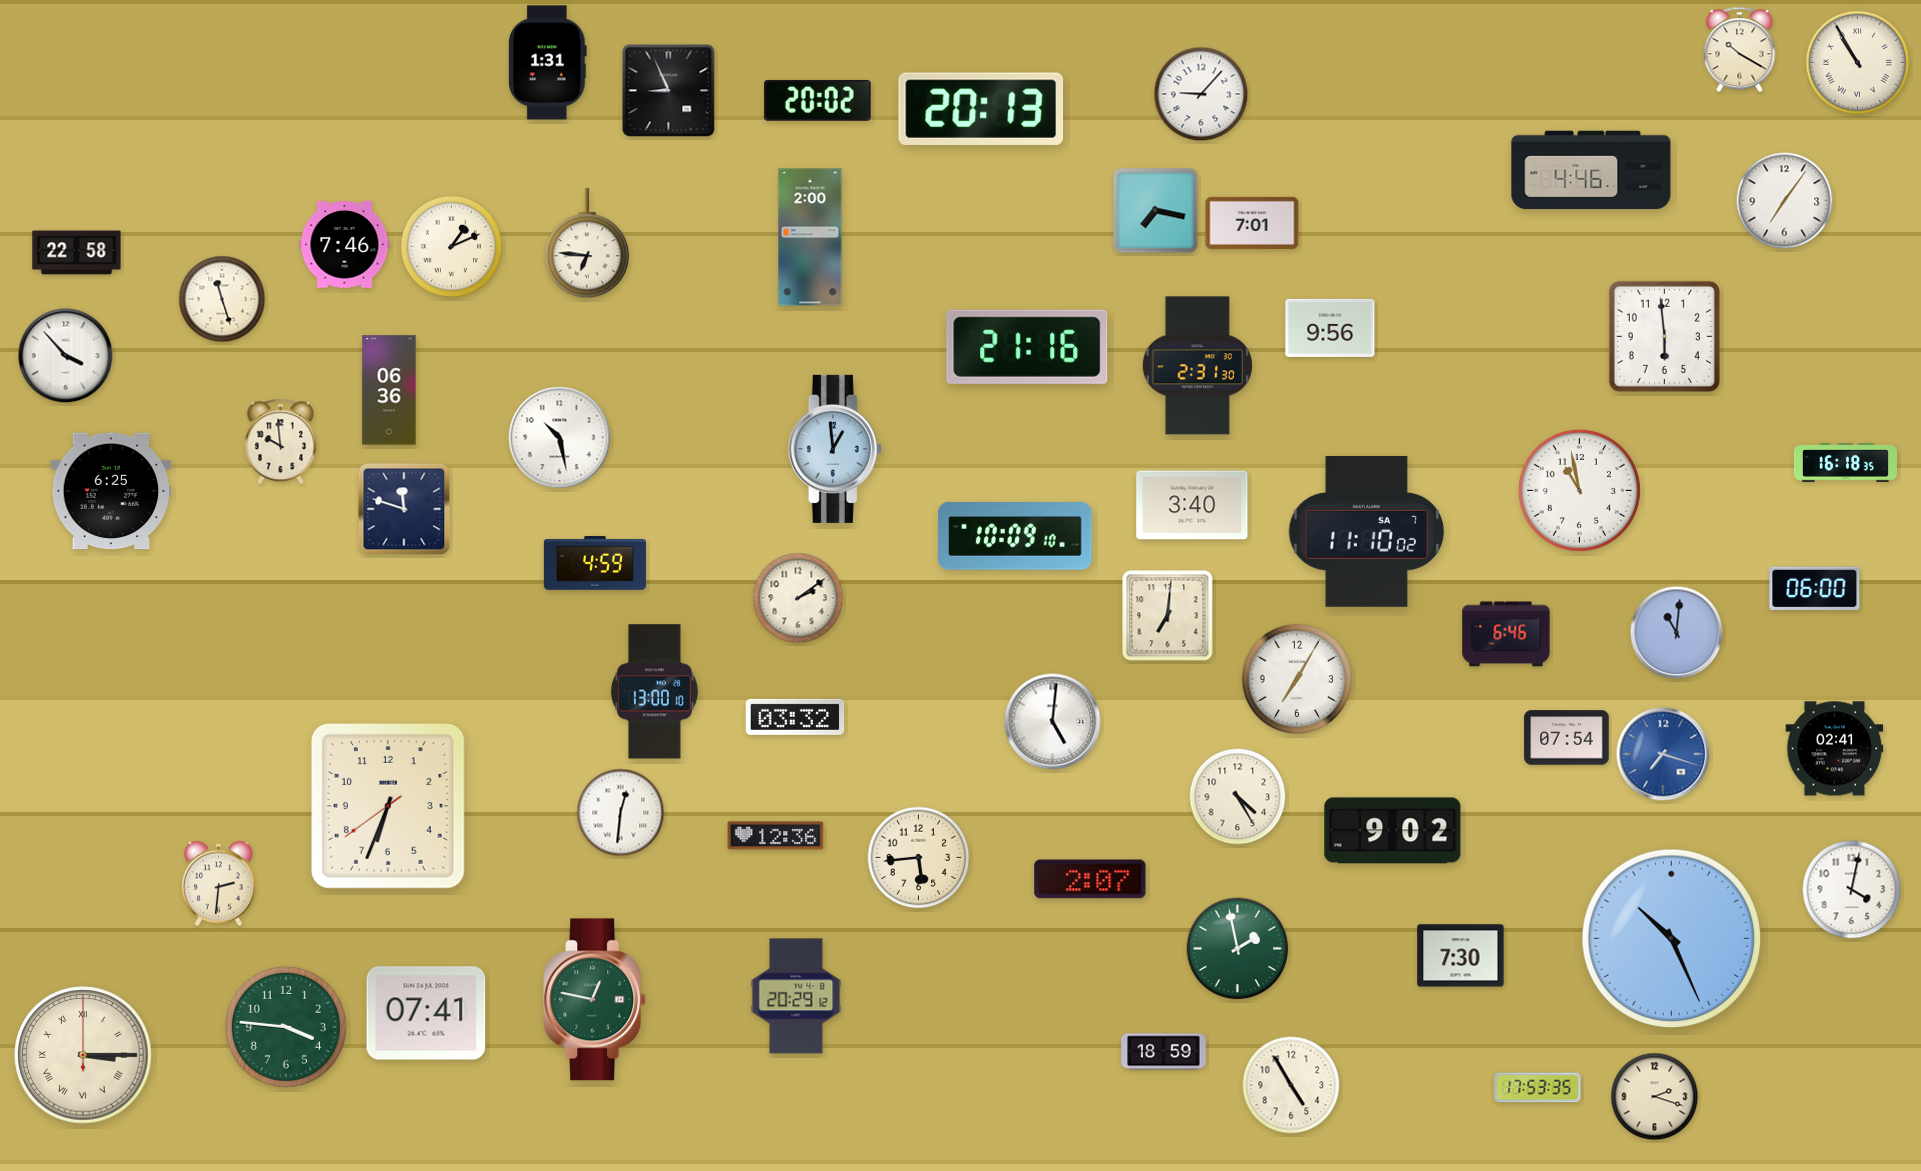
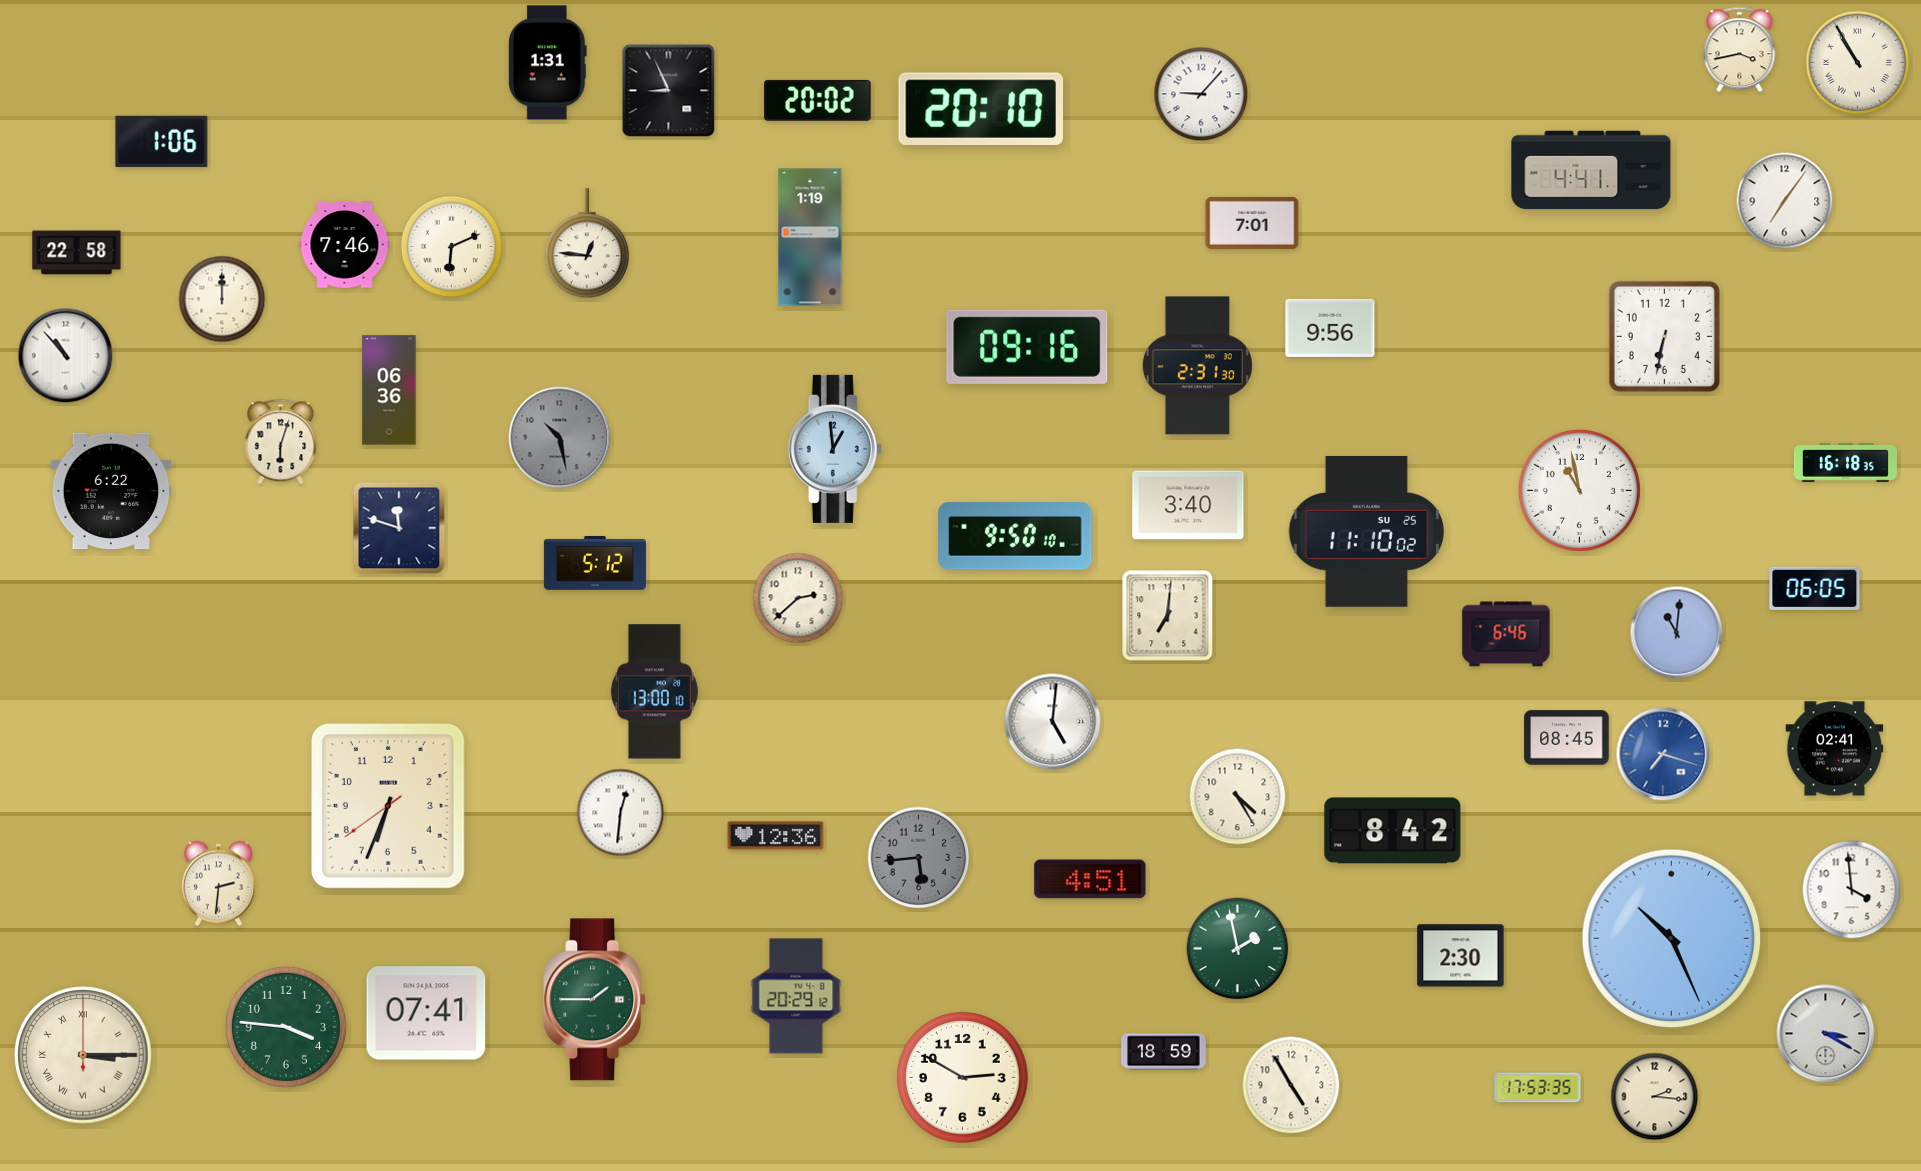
clock at (1740, 50): 10:20 -> 3:43
clock at (981, 109): 20:13 -> 20:10
clock at (162, 141): none -> 1:06
clock at (1591, 170): 4:46 -> 4:41
clock at (1156, 211): 7:17 -> none
clock at (810, 237): 2:00 -> 1:19
clock at (587, 244): 6:46 -> 12:46
clock at (452, 247): 1:11 -> 6:11
clock at (222, 299): 11:27 -> 12:00
clock at (1664, 336): 5:59 -> 6:32
clock at (1027, 347): 21:16 -> 09:16
clock at (66, 356): 3:53 -> 10:53
clock at (560, 438) dial: white -> grey
clock at (281, 442): 9:59 -> 6:03
clock at (111, 491): 6:25 -> 6:22
clock at (1192, 505) position: (1192, 505) -> (1188, 505)
clock at (404, 509) position: (404, 509) -> (399, 528)
clock at (1367, 531) date: SA 7 -> SU 25
clock at (1015, 536): 10:09 -> 9:50
clock at (595, 563): 4:59 -> 5:12
clock at (1815, 588): 06:00 -> 06:05
clock at (798, 598): 2:09 -> 2:38
clock at (1296, 678): 7:05 -> none
clock at (795, 717): 03:32 -> none
clock at (1567, 738): 07:54 -> 08:45
clock at (1393, 831): 9:02 -> 8:42
clock at (919, 858) dial: cream -> grey
clock at (1090, 879): 2:07 -> 4:51
clock at (1852, 890): 4:02 -> 3:59
clock at (1461, 956): 7:30 -> 2:30
clock at (595, 1000): 12:47 -> 1:45
clock at (1826, 1034): none -> 3:20
clock at (963, 1078): none -> 2:50
clock at (1655, 1097): 2:18 -> 2:16
